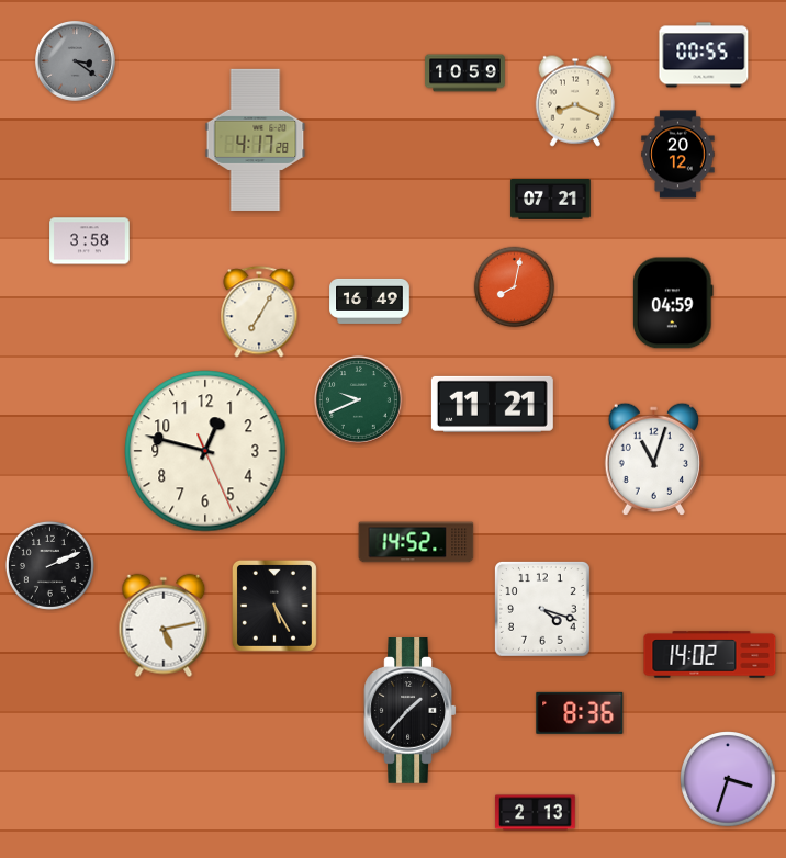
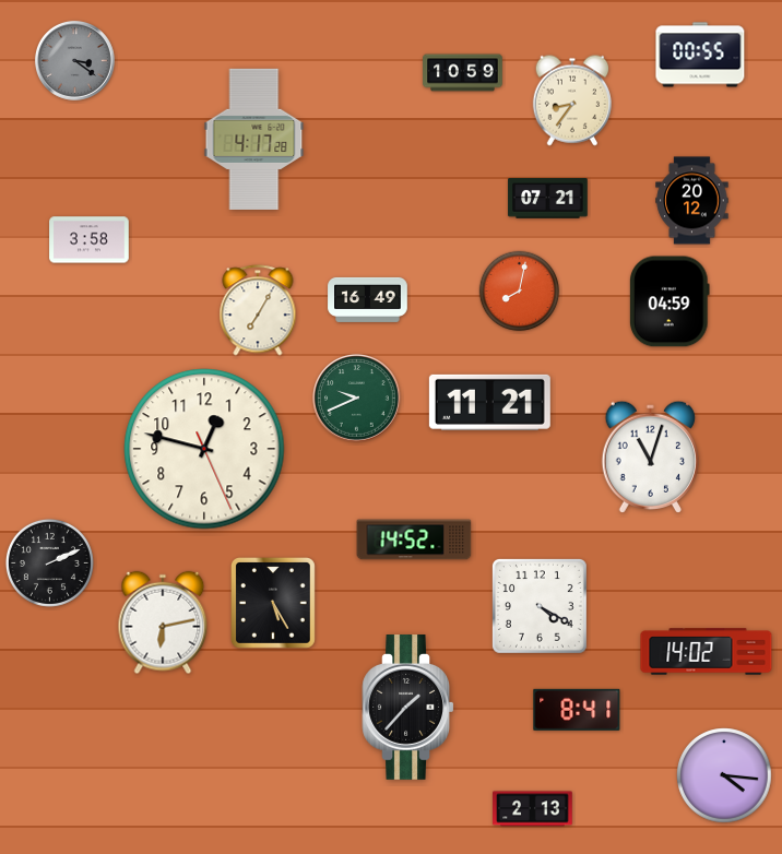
clock at (574, 101): 8:19 -> 8:36
clock at (678, 155) position: (678, 155) -> (692, 201)
clock at (515, 287) position: (515, 287) -> (520, 292)
clock at (542, 609): 4:18 -> 4:20
clock at (164, 625): 5:13 -> 6:13
clock at (580, 713): 8:36 -> 8:41
clock at (728, 779): 3:33 -> 4:16
